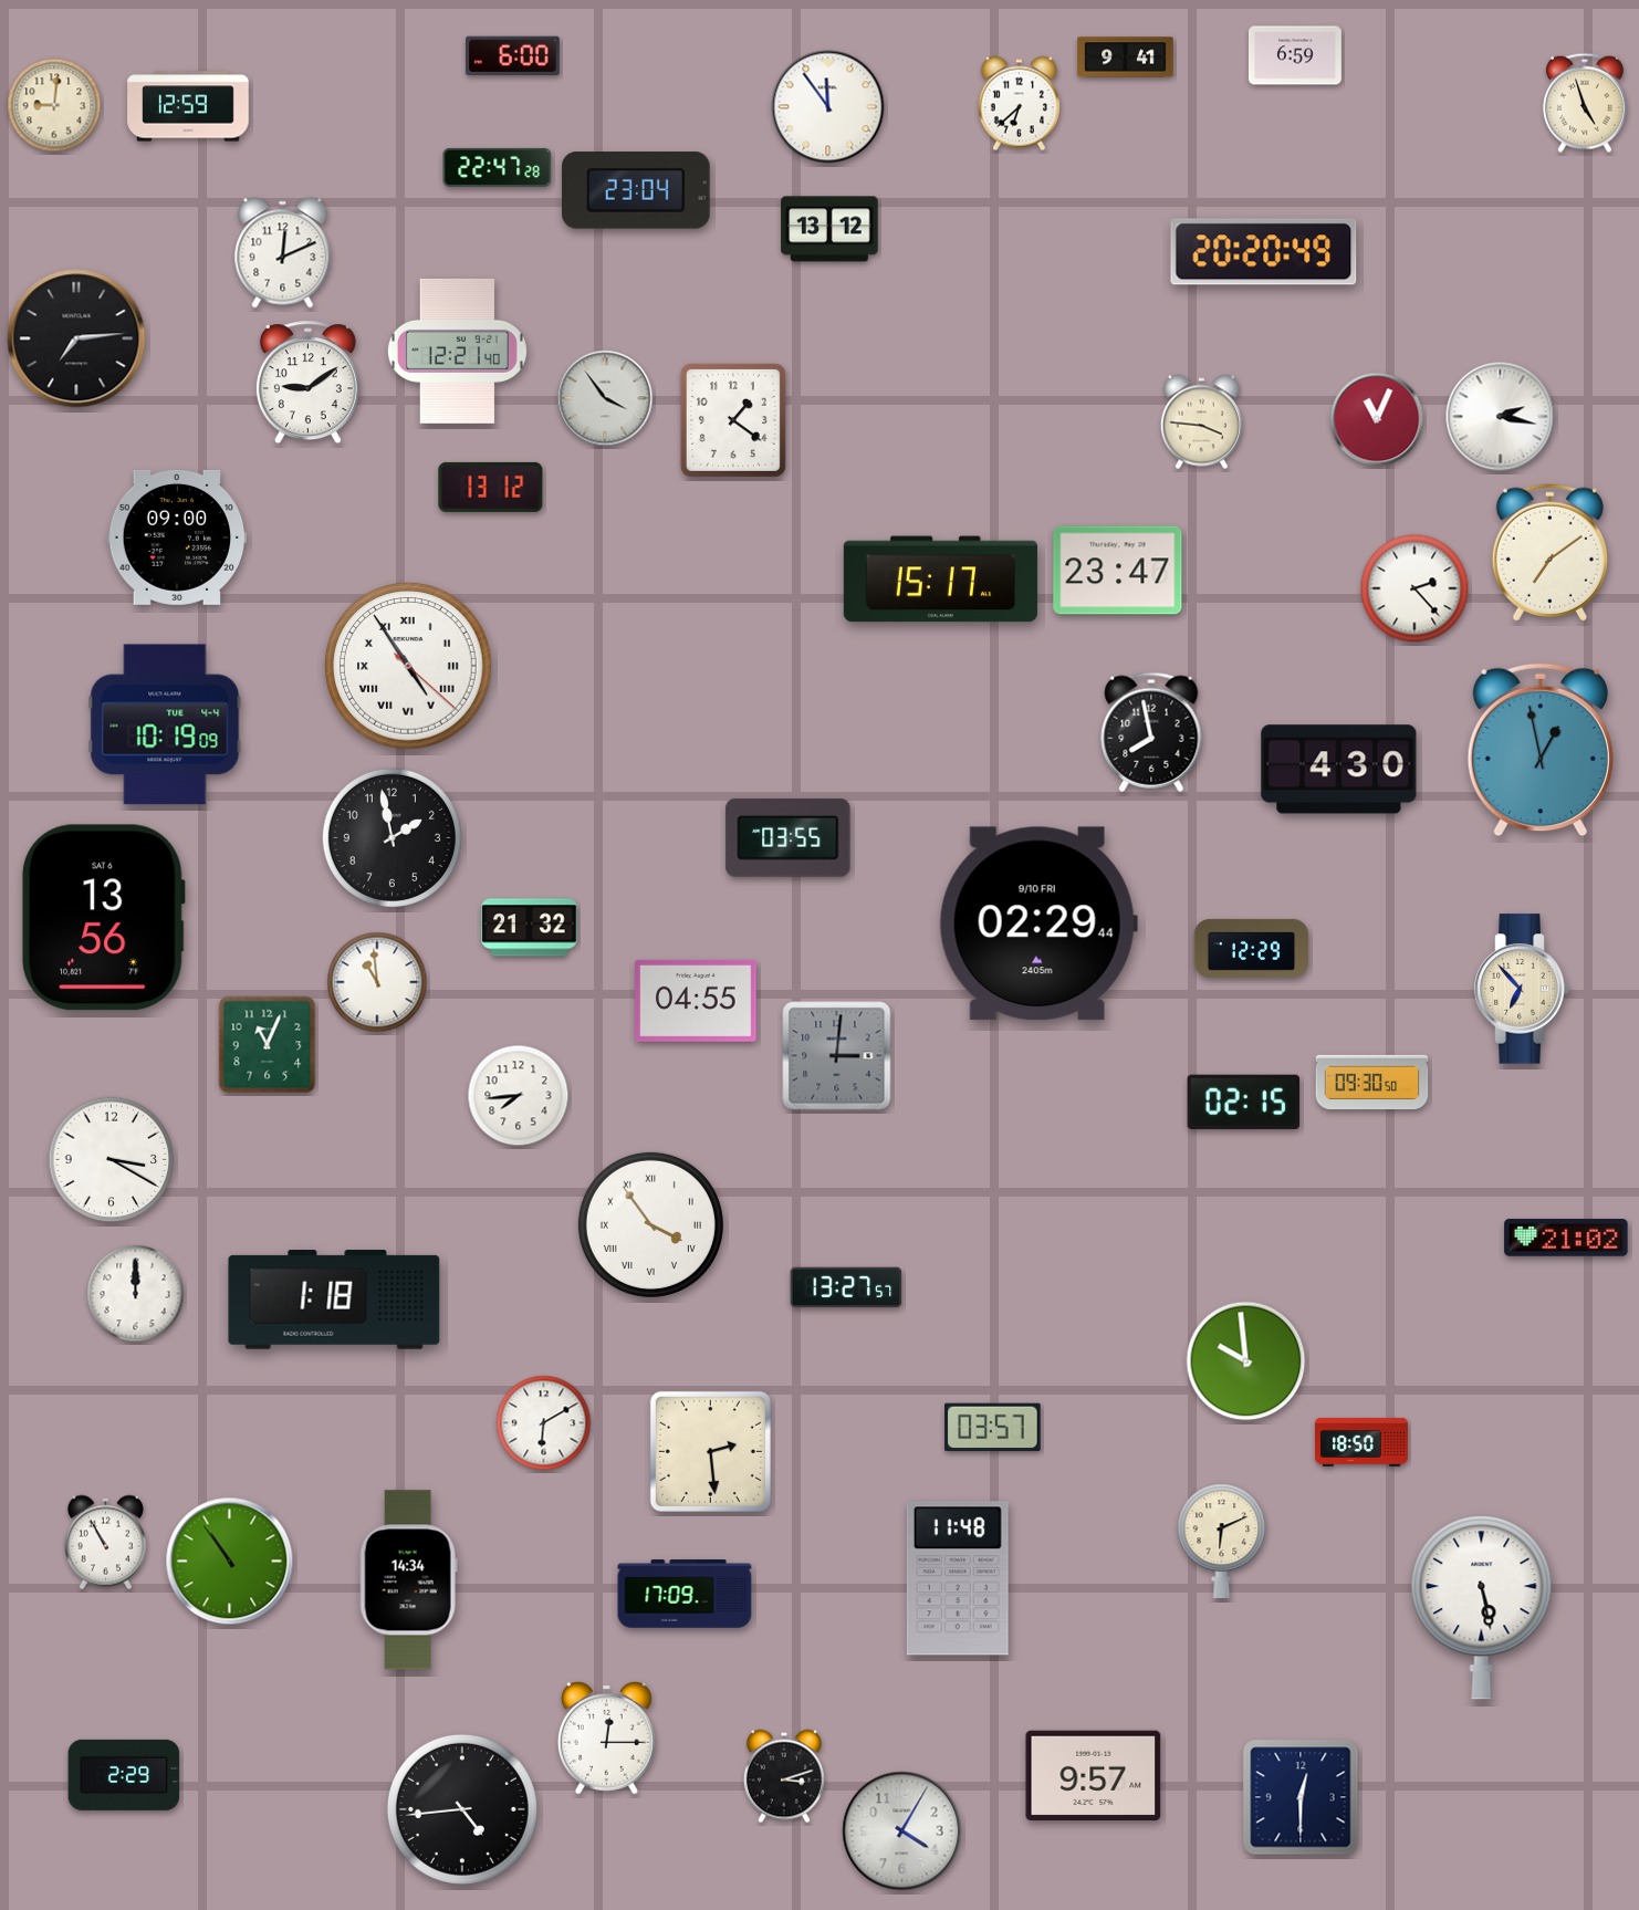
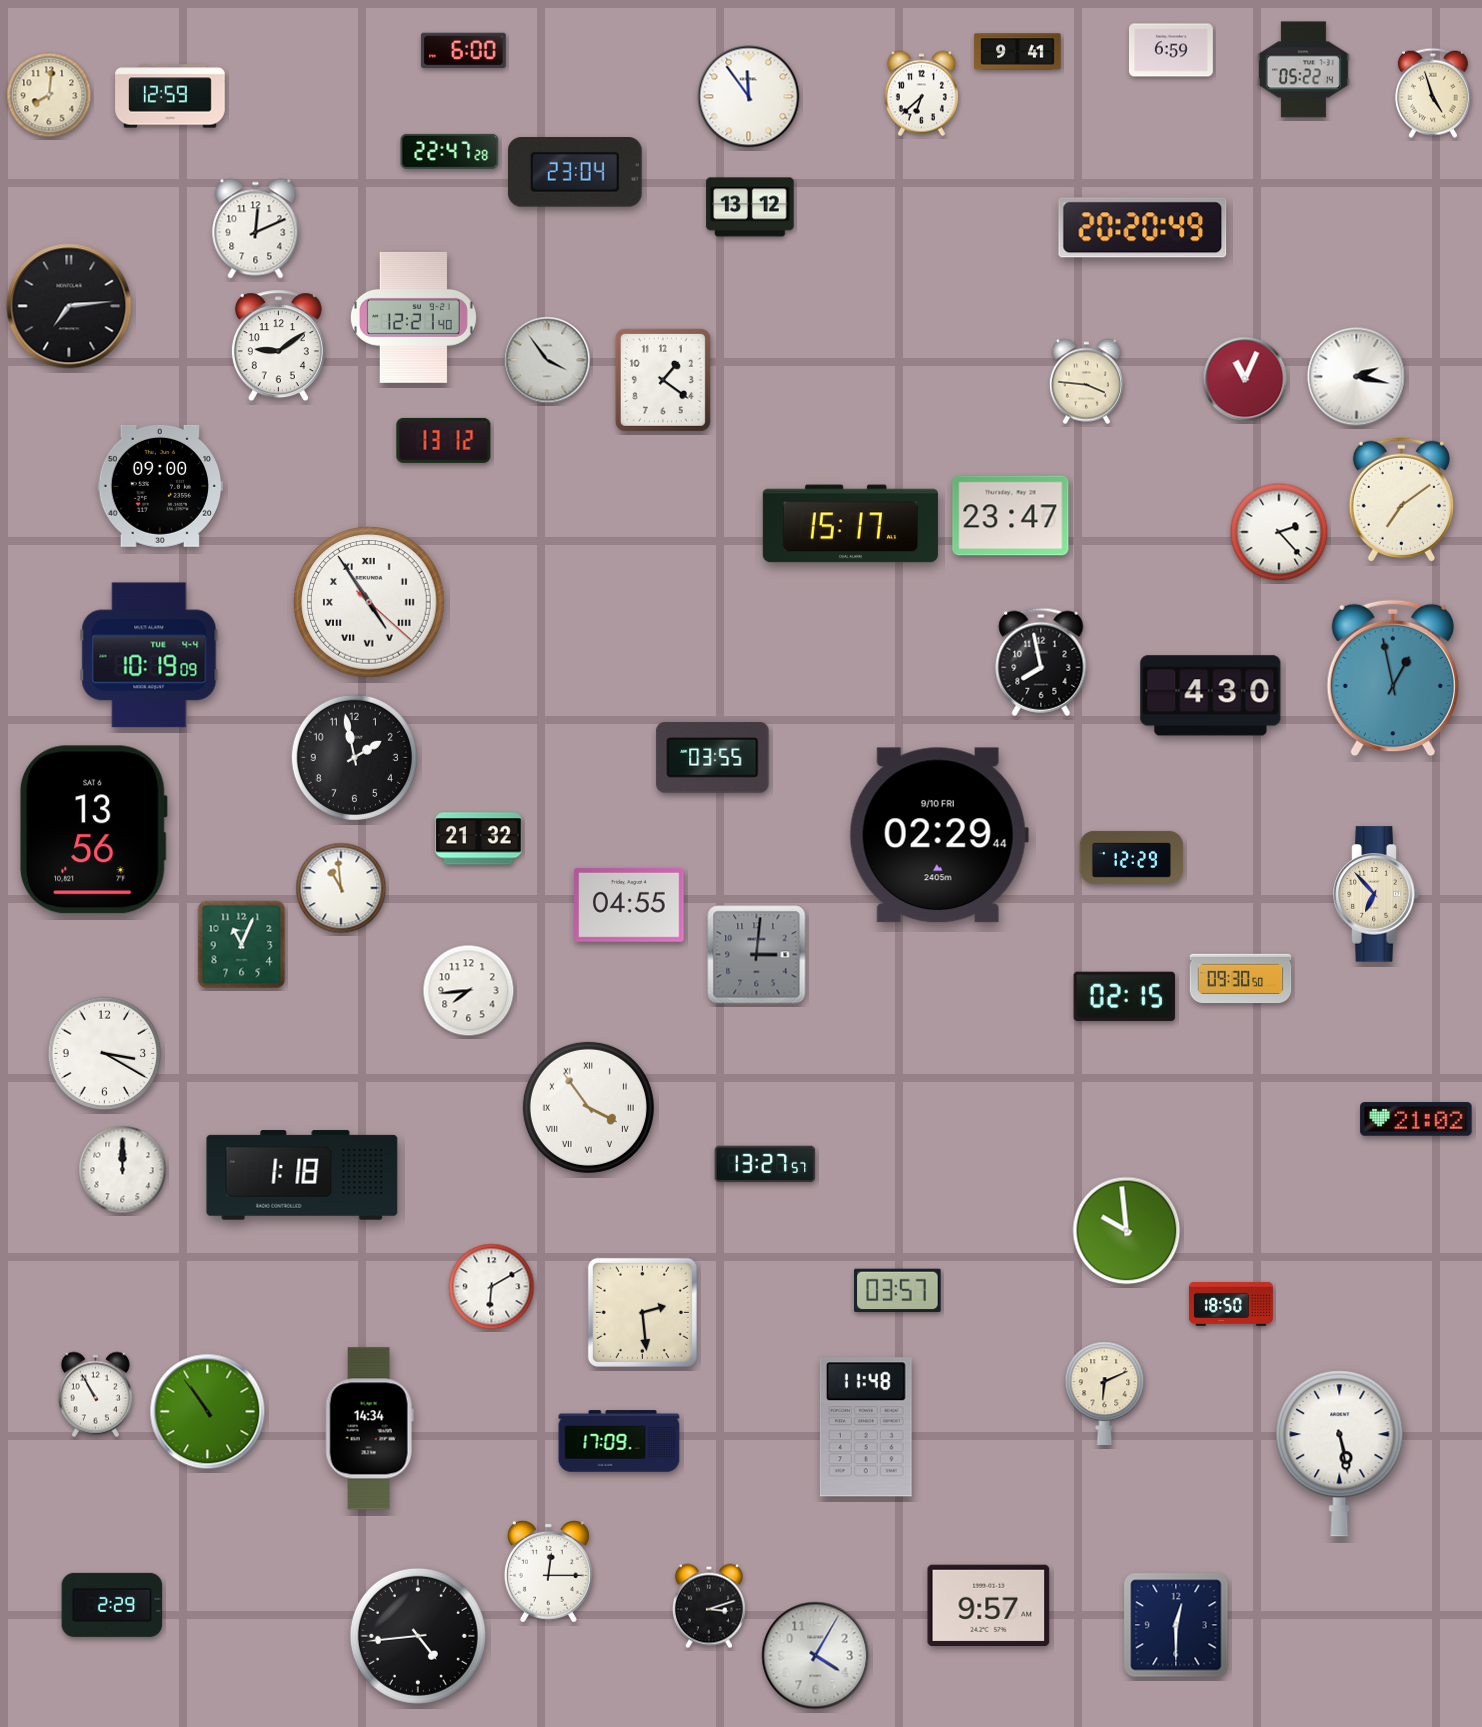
clock at (1303, 70): none -> 05:22
clock at (54, 105): 9:01 -> 8:01
clock at (112, 1160) position: (112, 1160) -> (105, 1054)
